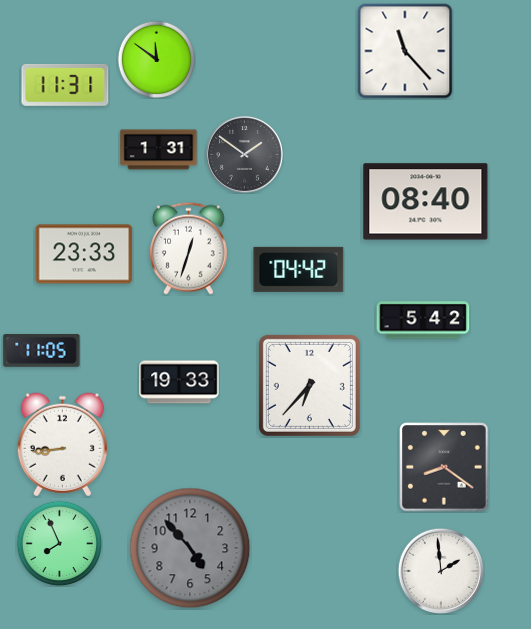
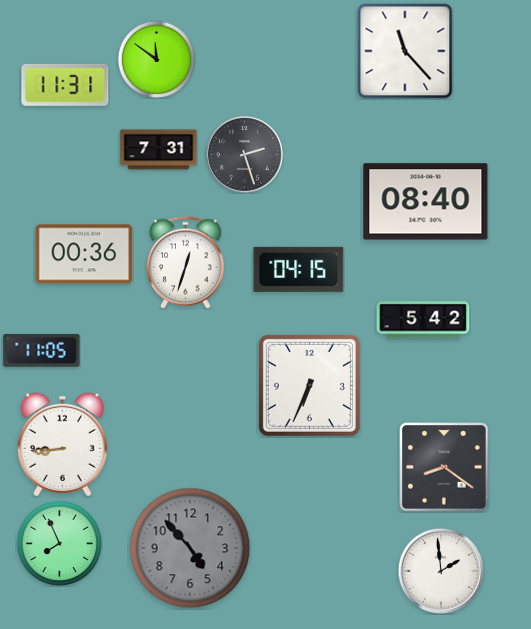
clock at (159, 150): 1:31 -> 7:31
clock at (244, 154): 1:51 -> 2:27
clock at (188, 248) position: (188, 248) -> (185, 262)
clock at (84, 254): 23:33 -> 00:36
clock at (299, 269): 04:42 -> 04:15
clock at (179, 382): 19:33 -> none
clock at (309, 385): 6:37 -> 6:34
